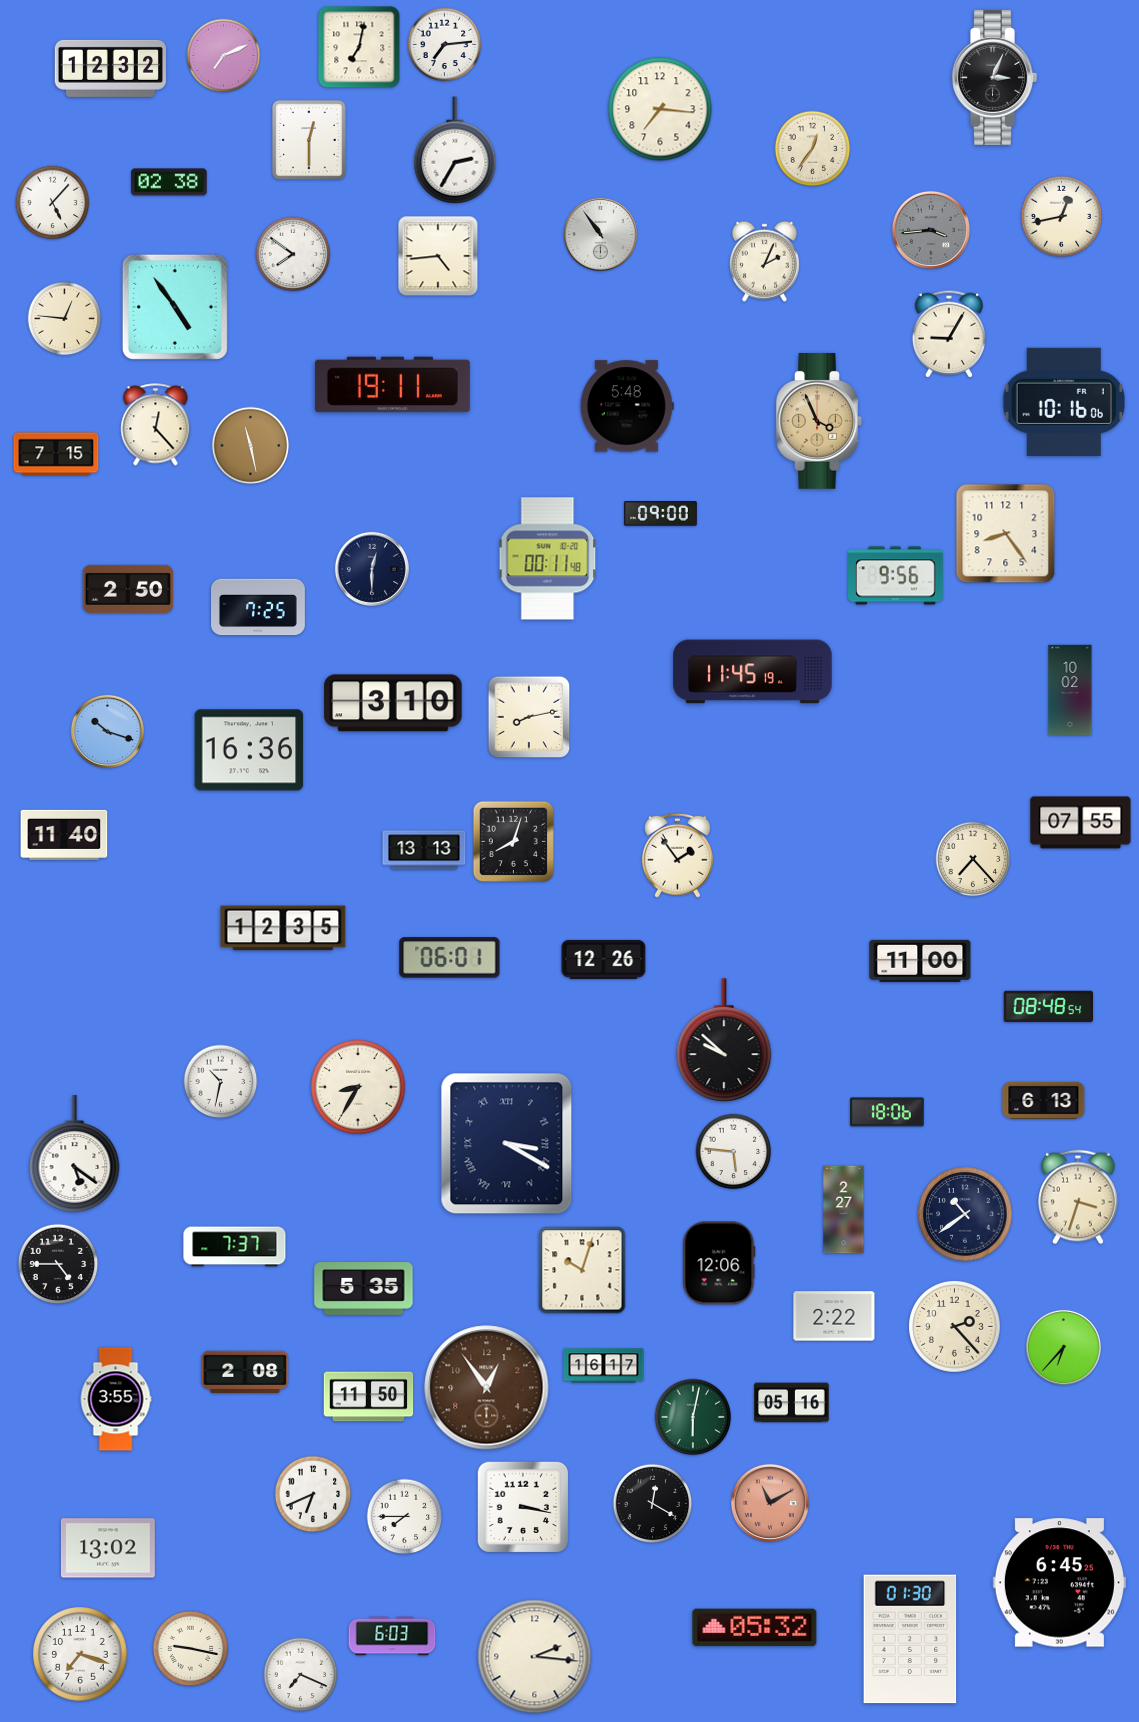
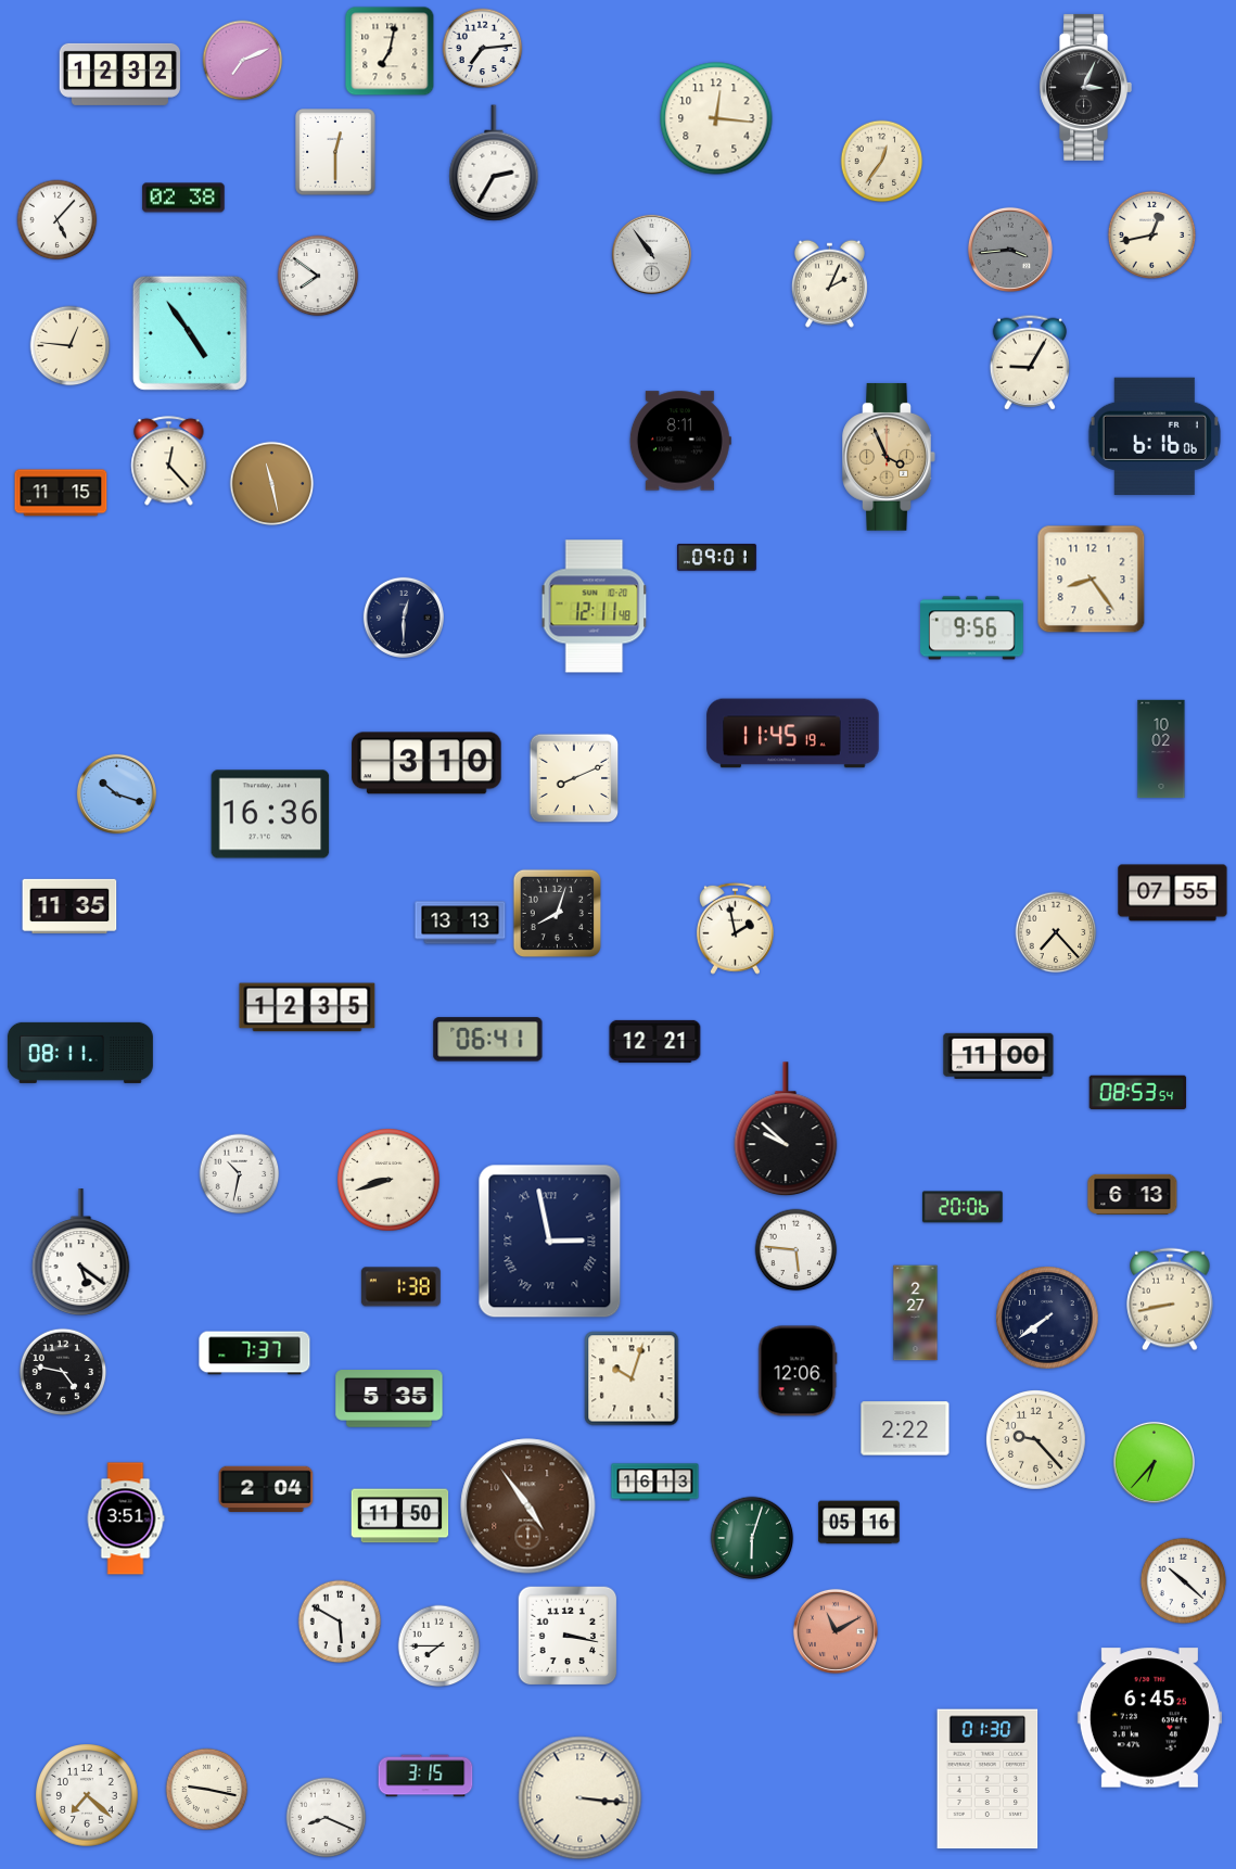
clock at (994, 77) position: (994, 77) -> (1085, 87)
clock at (660, 109): 7:16 -> 12:16
clock at (438, 256): 4:44 -> none
clock at (392, 385): 19:11 -> none
clock at (1063, 402): 10:16 -> 6:16
clock at (627, 406): 5:48 -> 8:11
clock at (56, 454): 7:15 -> 11:15
clock at (660, 514): 09:00 -> 09:01
clock at (548, 559): 00:11 -> 12:11
clock at (896, 576) position: (896, 576) -> (972, 628)
clock at (127, 589): 2:50 -> none
clock at (259, 607): 7:25 -> none
clock at (753, 672) position: (753, 672) -> (793, 734)
clock at (529, 717): 8:13 -> 8:11
clock at (64, 835): 11:40 -> 11:35
clock at (677, 855): 1:54 -> 1:58
clock at (450, 958): 06:01 -> 06:41
clock at (604, 959): 12:26 -> 12:21
clock at (920, 961) position: (920, 961) -> (998, 1056)
clock at (80, 1053): none -> 08:11
clock at (1049, 1007): 08:48 -> 08:53
clock at (358, 1087): 8:35 -> 8:42
clock at (887, 1112): 18:06 -> 20:06
clock at (507, 1144): 3:20 -> 2:58
clock at (400, 1287): none -> 1:38
clock at (1078, 1197): 3:33 -> 8:43
clock at (965, 1214): 10:39 -> 7:39
clock at (719, 1263) position: (719, 1263) -> (798, 1371)
clock at (58, 1264): 4:45 -> 4:47
clock at (364, 1289) position: (364, 1289) -> (390, 1399)
clock at (955, 1327): 2:23 -> 9:23
clock at (604, 1366): 16:17 -> 16:13
clock at (245, 1371): 2:08 -> 2:04
clock at (487, 1388): 12:54 -> 4:54
clock at (116, 1399): 3:55 -> 3:51
clock at (693, 1417): 6:02 -> 6:03
clock at (1184, 1581): none -> 10:22
clock at (313, 1494): 6:41 -> 5:50
clock at (653, 1504): 12:20 -> none
clock at (108, 1548): 13:02 -> none
clock at (755, 1628): 05:32 -> none
clock at (392, 1636): 6:03 -> 3:15
clock at (80, 1654): 7:18 -> 7:22
clock at (535, 1657): 2:16 -> 3:16
clock at (301, 1675): 7:19 -> 8:19
